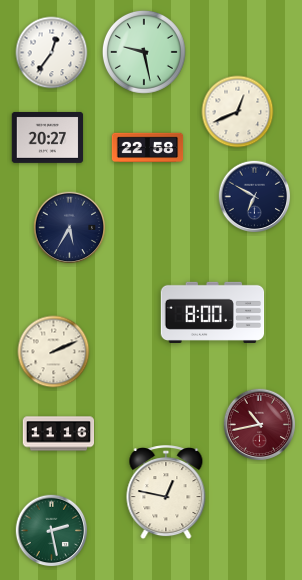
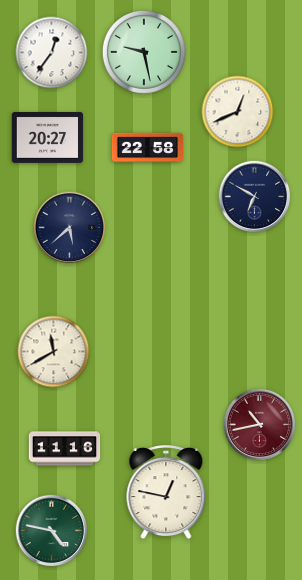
clock at (70, 228): 5:35 -> 5:38
clock at (213, 312): 8:00 -> none
clock at (54, 352): 2:11 -> 11:40
clock at (59, 434) position: (59, 434) -> (65, 449)
clock at (52, 531): 2:28 -> 4:47
